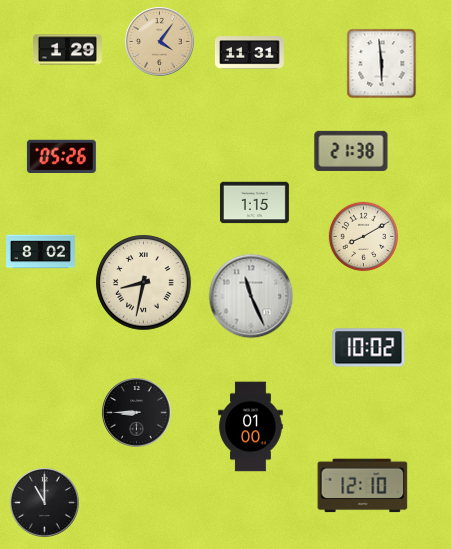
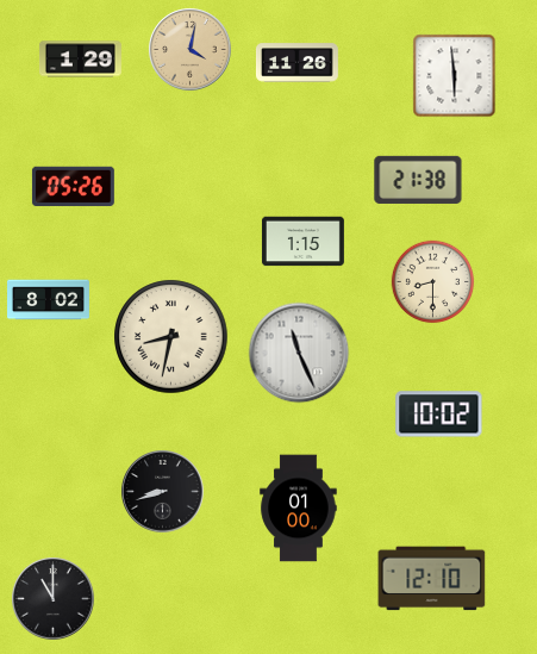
clock at (160, 42): 4:06 -> 4:02
clock at (249, 53): 11:31 -> 11:26
clock at (364, 237): 8:10 -> 8:30
clock at (137, 413): 8:45 -> 8:42
